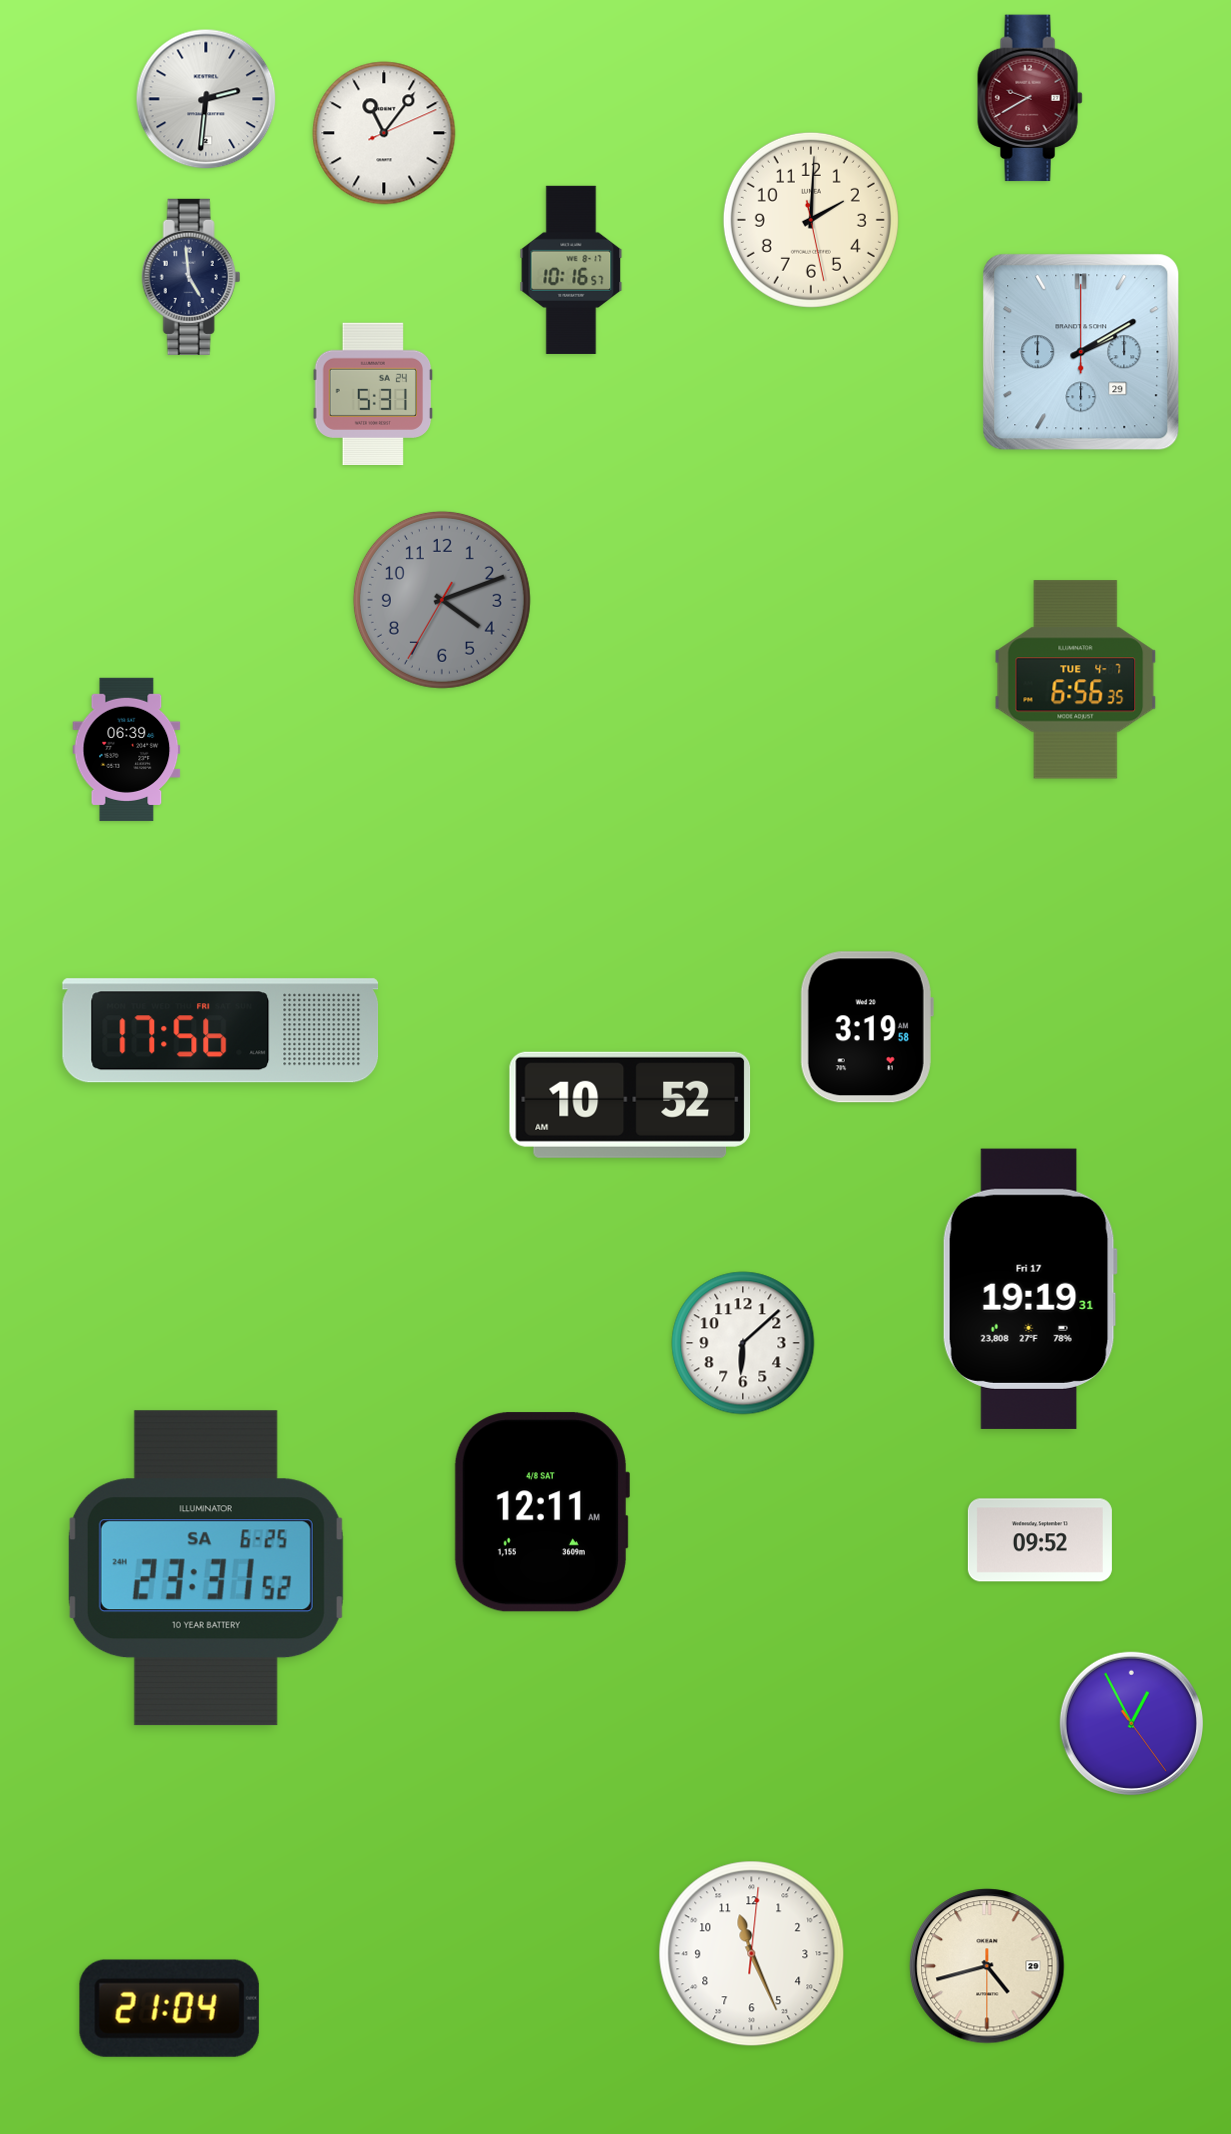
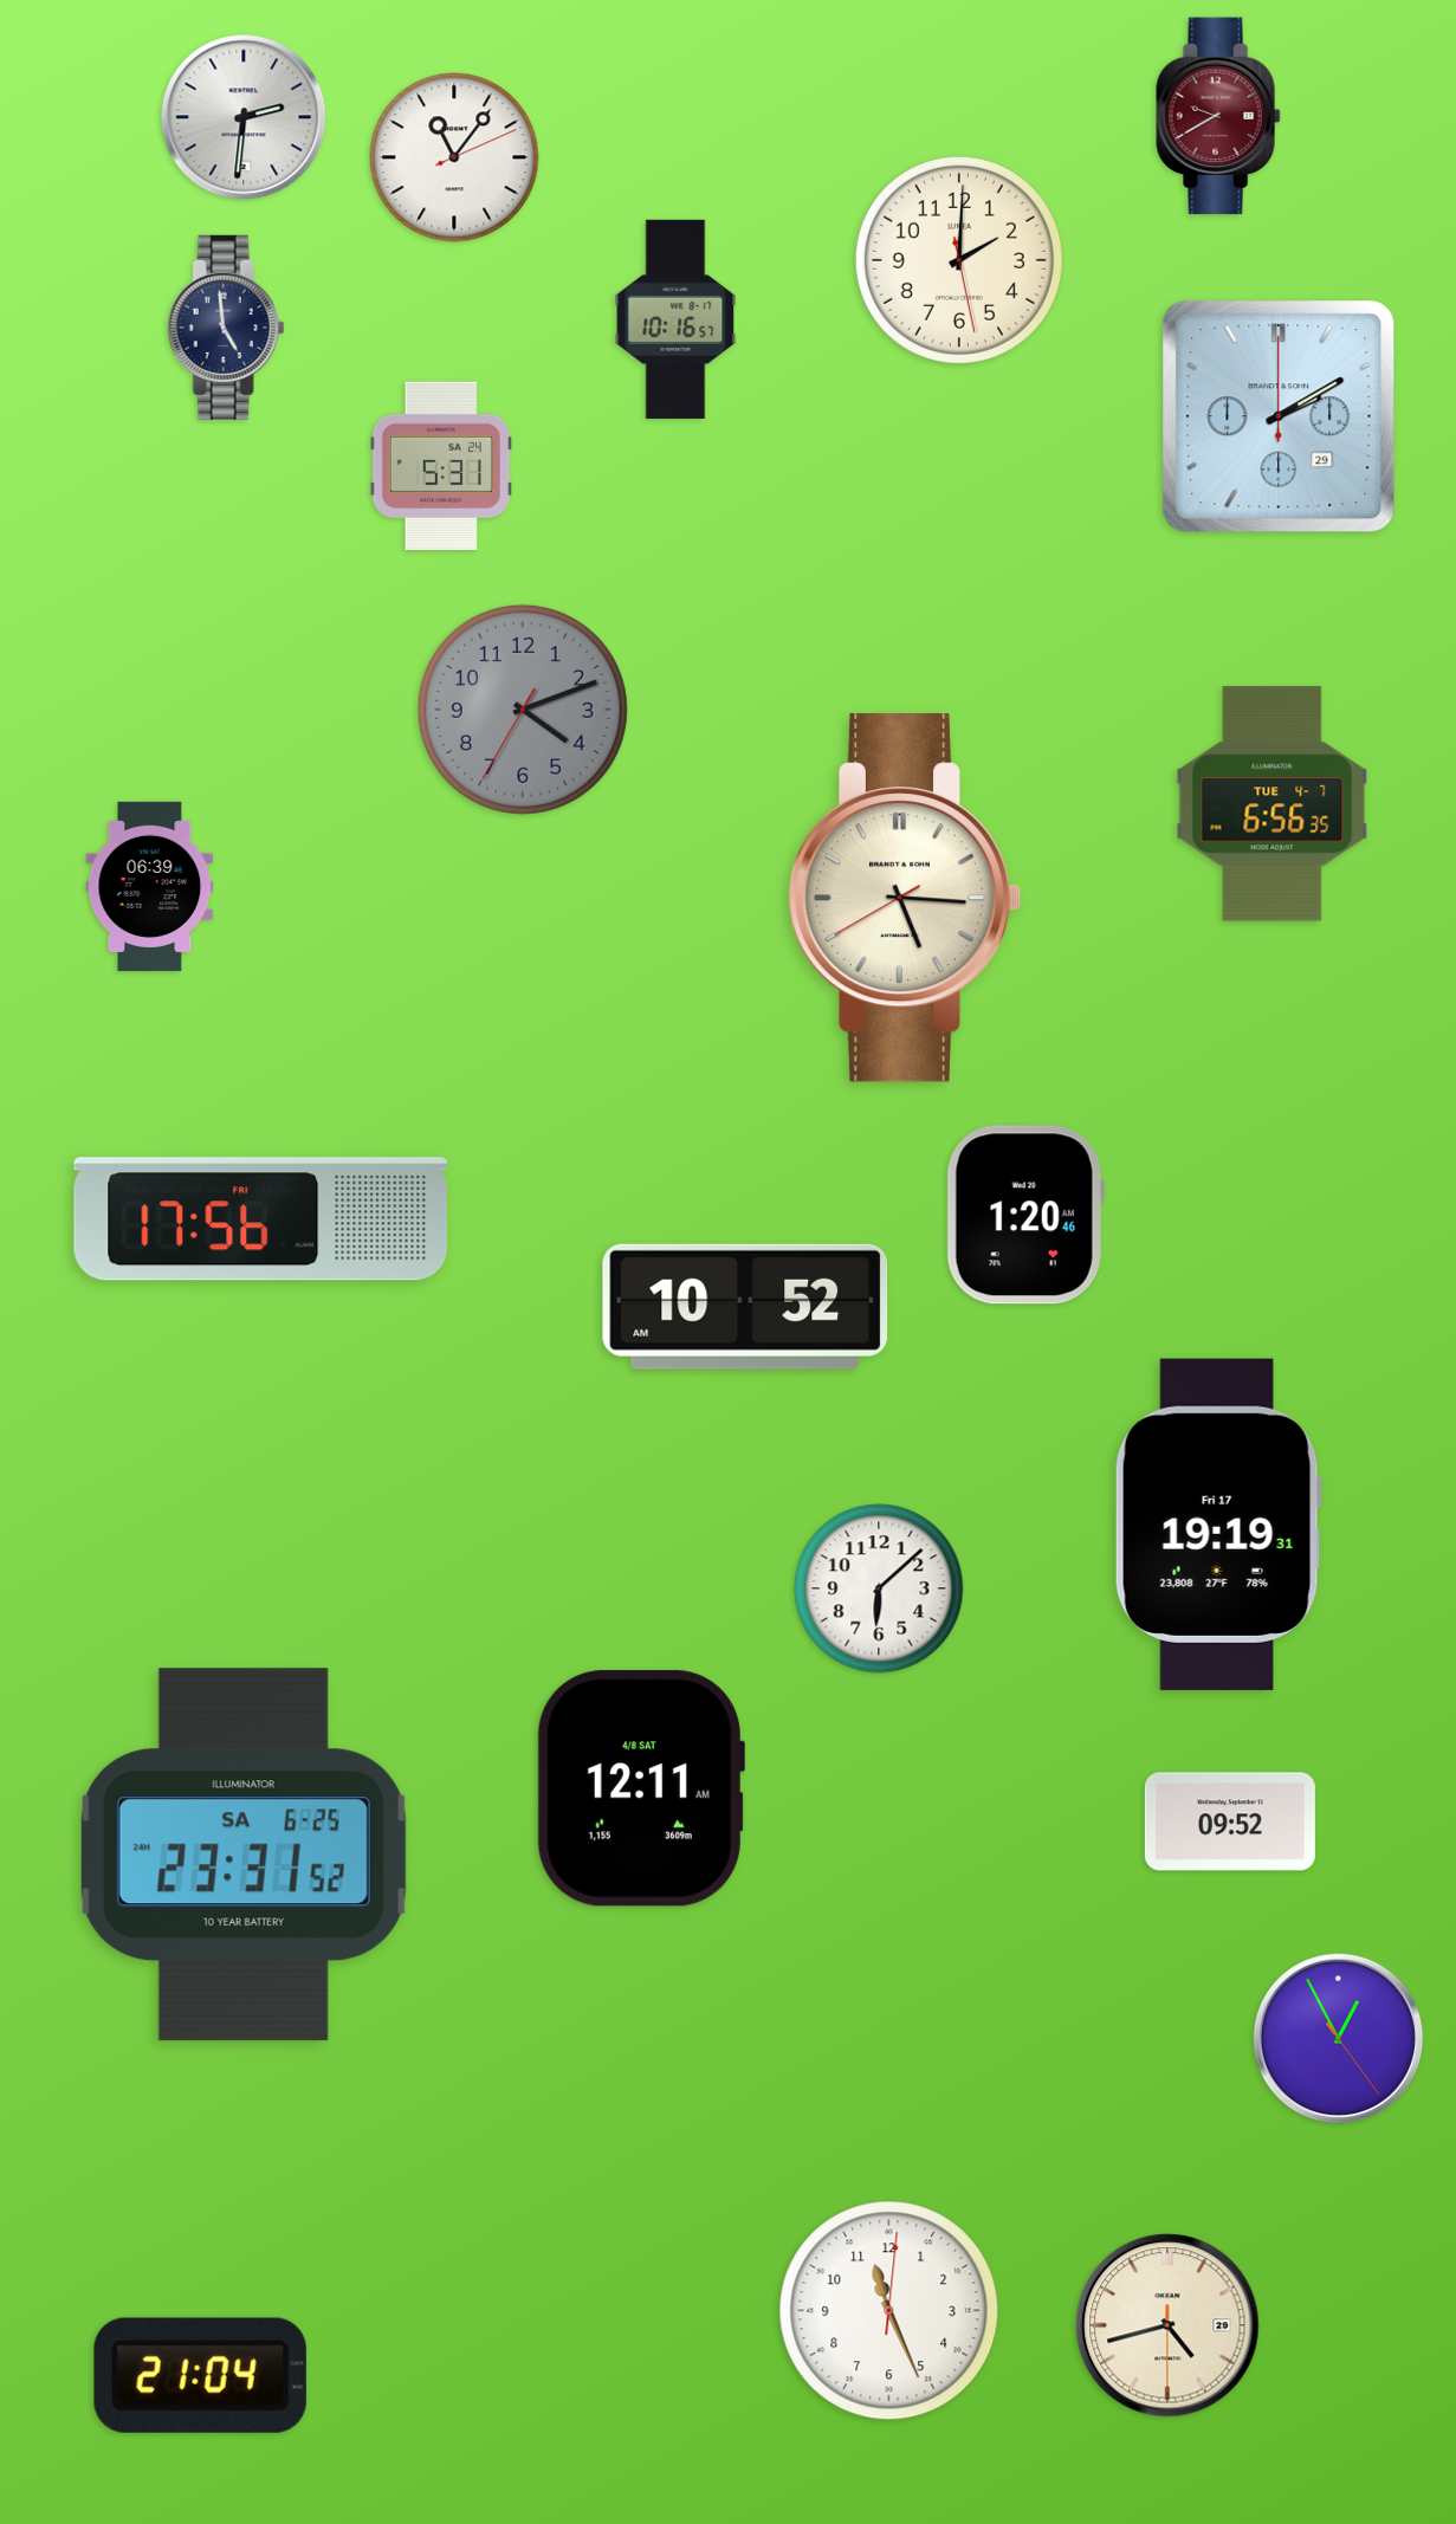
clock at (905, 898): none -> 5:15
clock at (867, 1027): 3:19 -> 1:20
